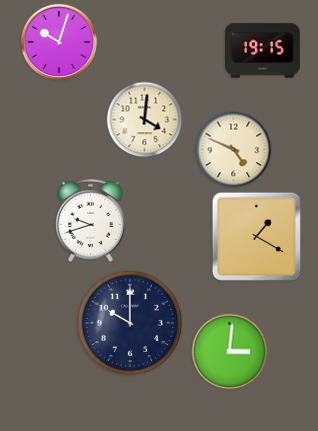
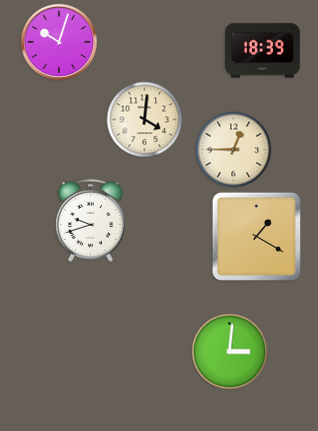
clock at (263, 51): 19:15 -> 18:39
clock at (234, 150): 4:49 -> 12:45
clock at (130, 323): 10:00 -> none
